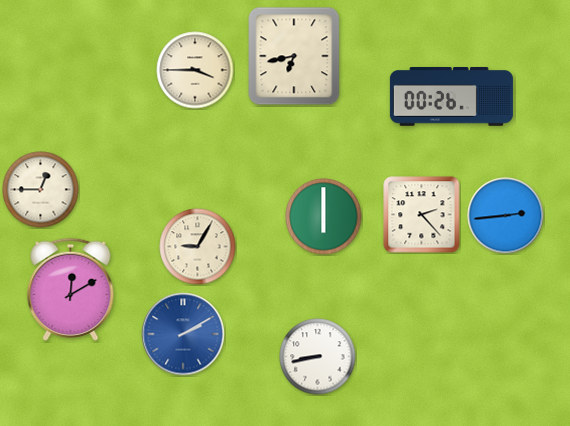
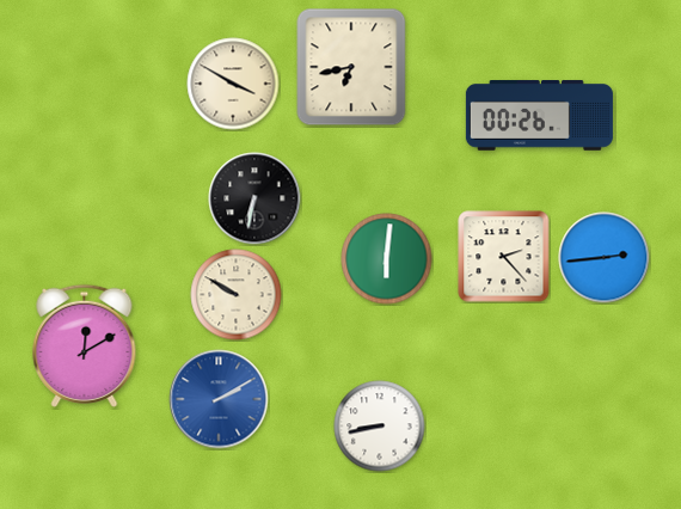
clock at (195, 70): 3:45 -> 3:50
clock at (254, 198): none -> 6:32
clock at (41, 190): 12:45 -> none
clock at (324, 217): 6:00 -> 6:01
clock at (198, 247): 9:05 -> 9:50
